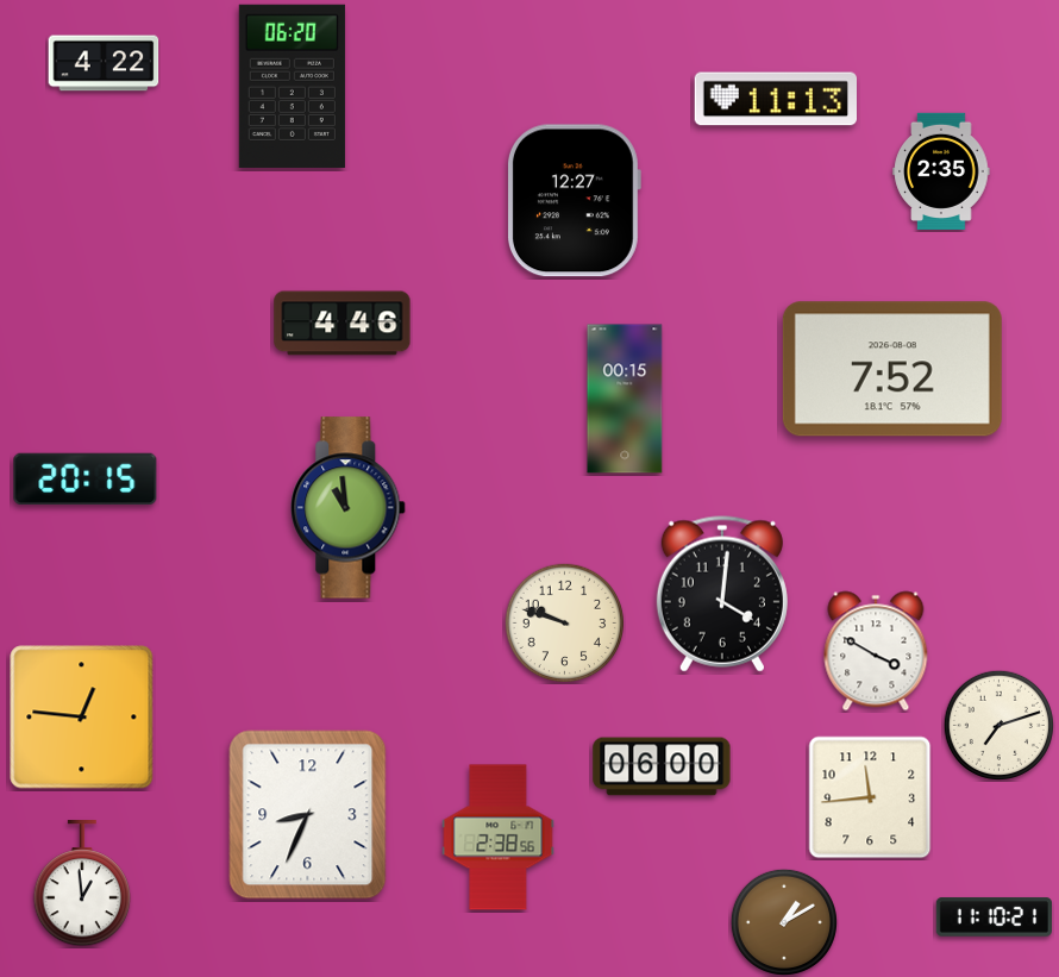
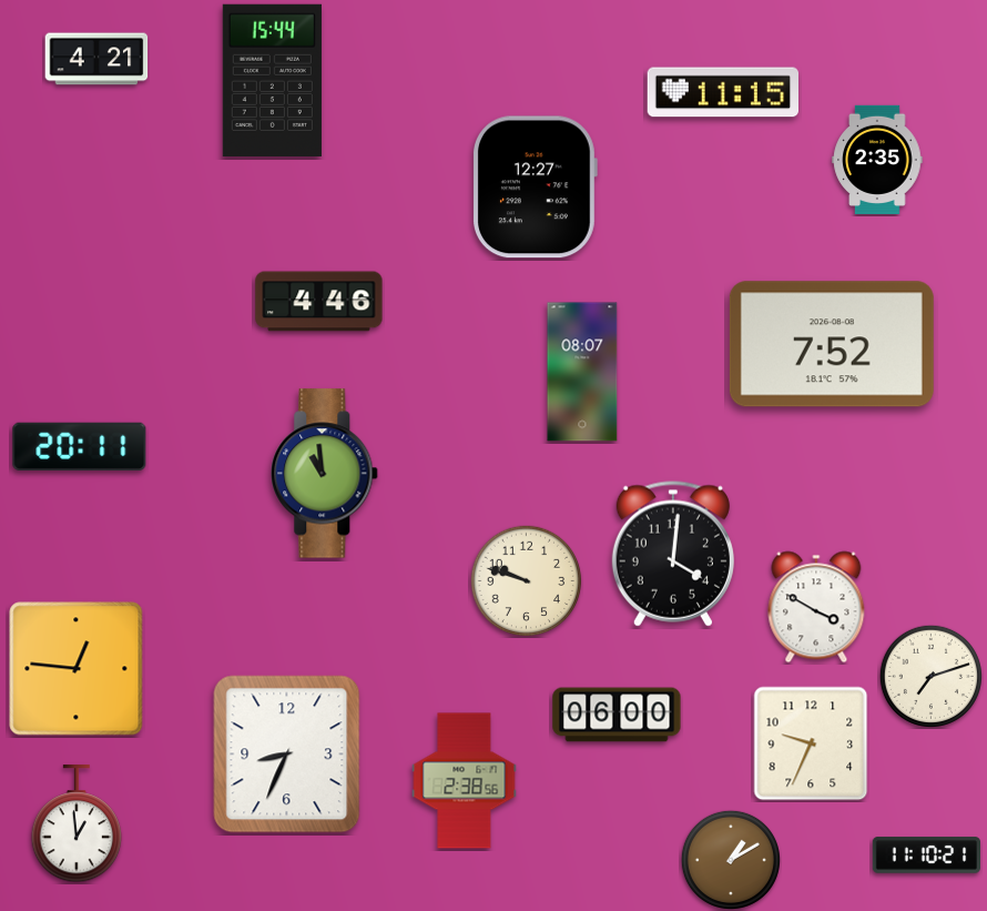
clock at (104, 63): 4:22 -> 4:21
clock at (292, 86): 06:20 -> 15:44
clock at (775, 99): 11:13 -> 11:15
clock at (625, 399): 00:15 -> 08:07
clock at (86, 478): 20:15 -> 20:11
clock at (870, 797): 11:44 -> 9:34
clock at (308, 815) position: (308, 815) -> (287, 755)
